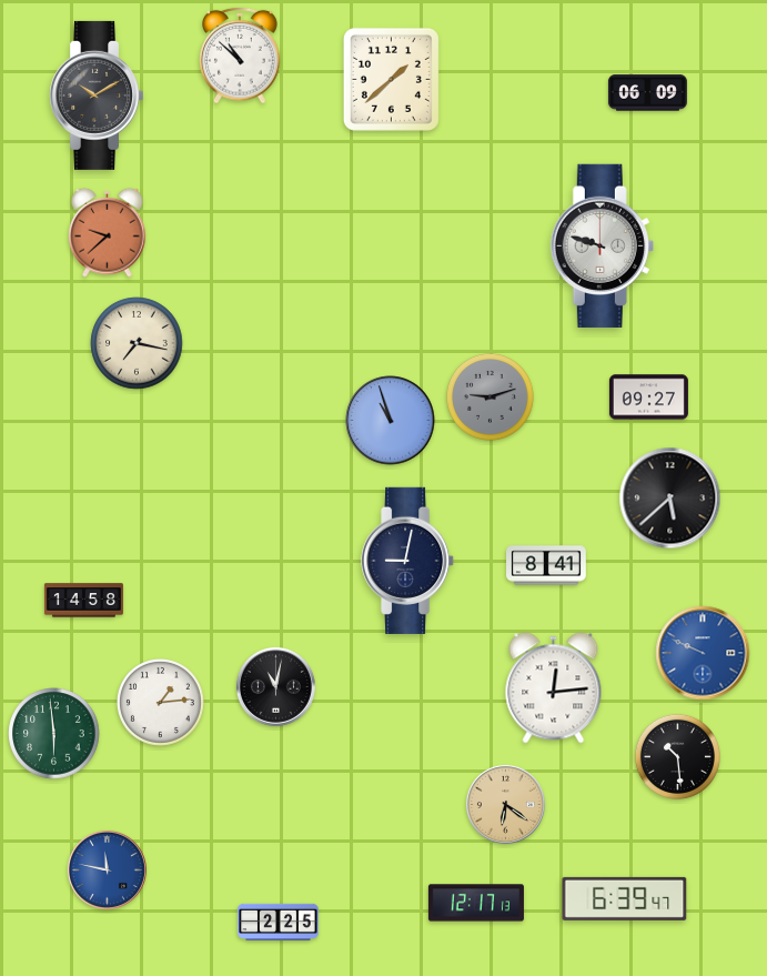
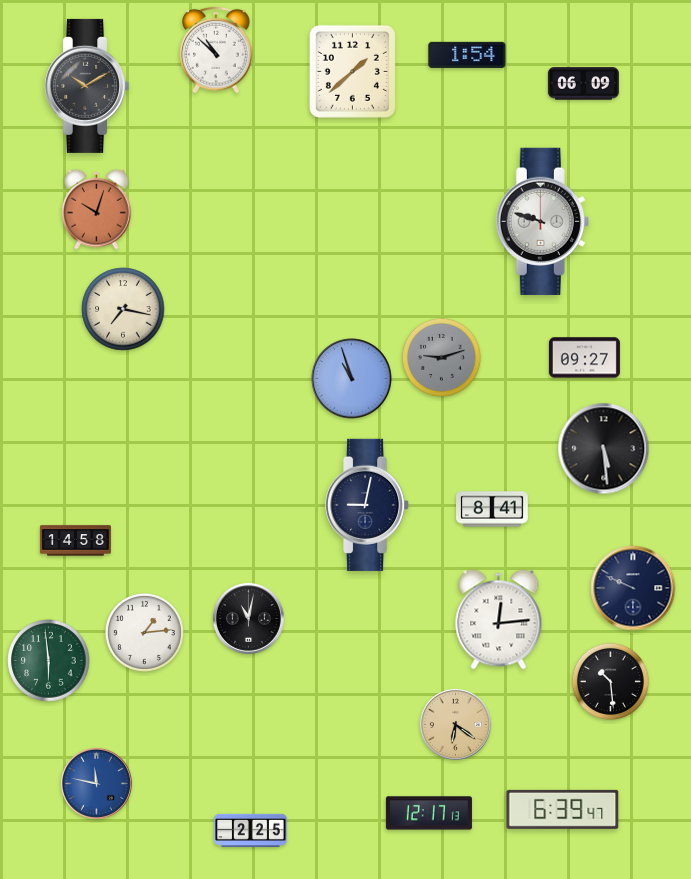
clock at (467, 55): none -> 1:54
clock at (108, 232): 9:38 -> 10:03
clock at (670, 499): 5:38 -> 5:29
clock at (703, 653) dial: blue -> navy
